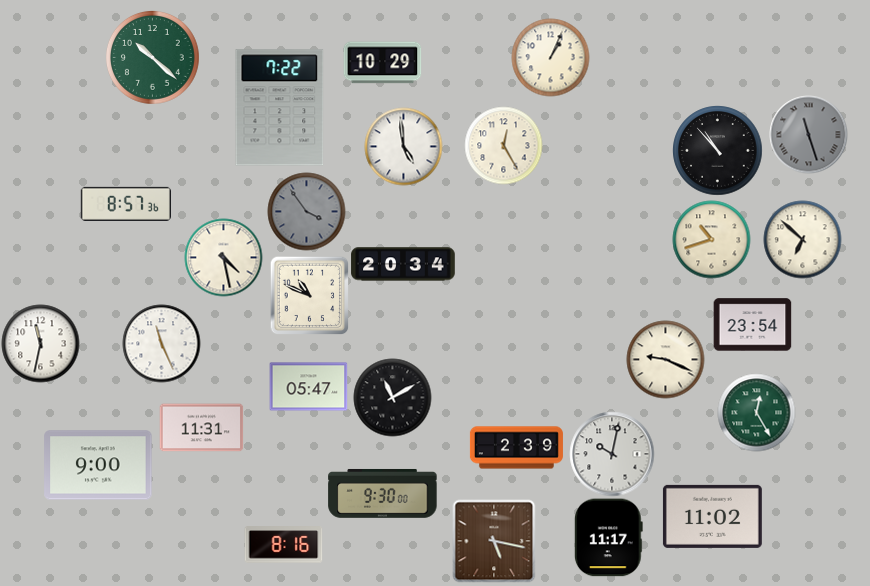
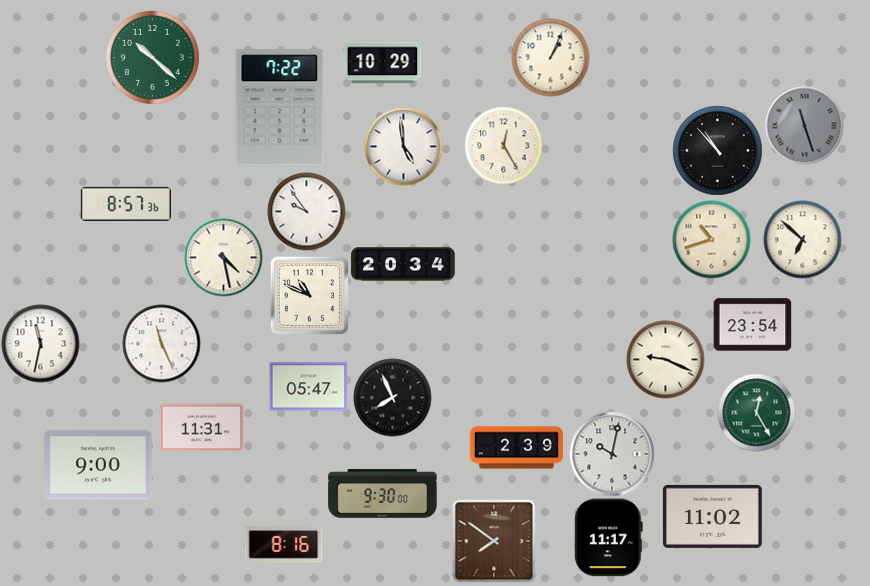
clock at (808, 134) position: (808, 134) -> (804, 125)
clock at (306, 211): 3:54 -> 9:54
clock at (306, 211) dial: grey -> white
clock at (392, 397): 11:10 -> 7:56
clock at (494, 541): 5:17 -> 7:51
